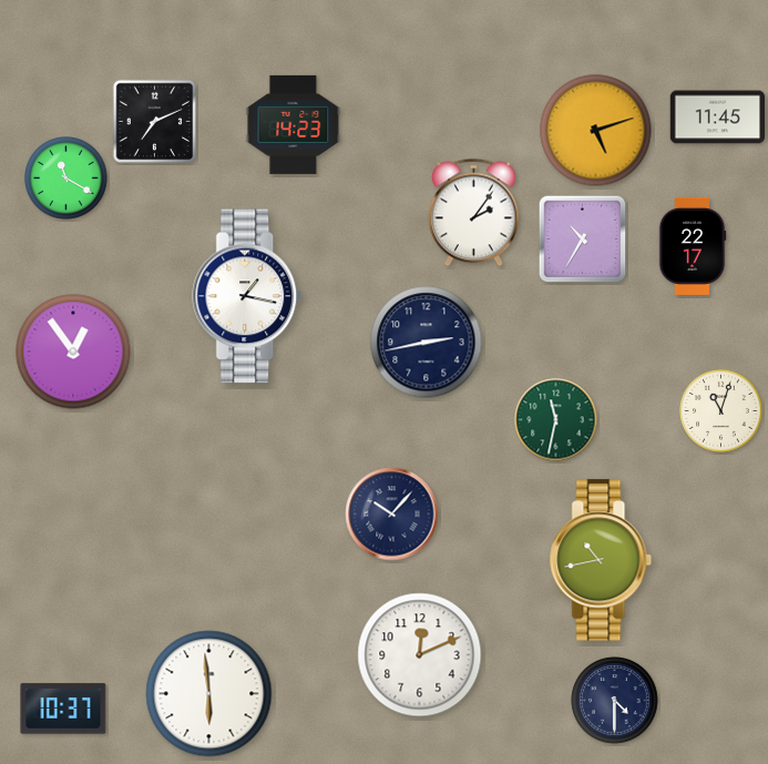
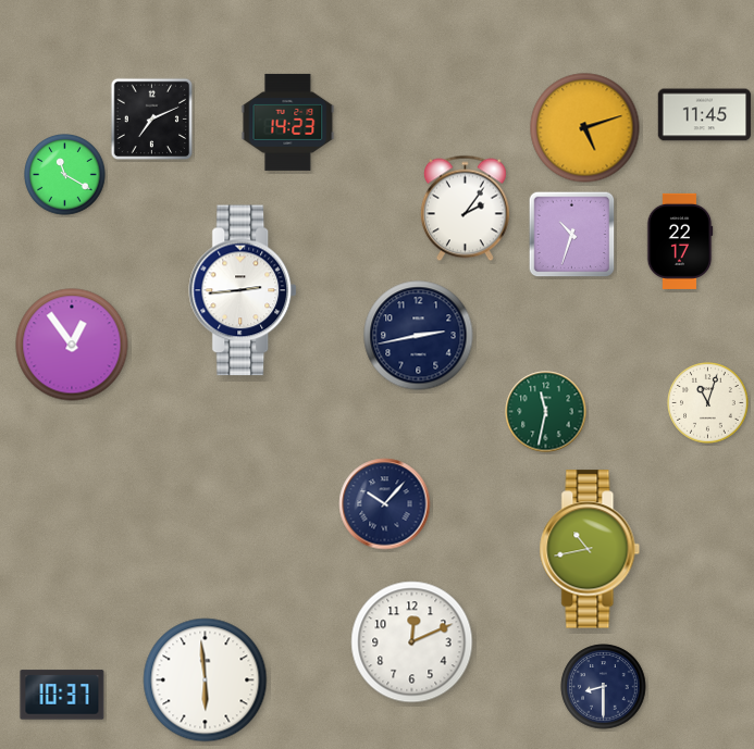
clock at (583, 240): 10:35 -> 10:33
clock at (248, 296): 1:17 -> 2:44
clock at (615, 701): 4:30 -> 8:30
